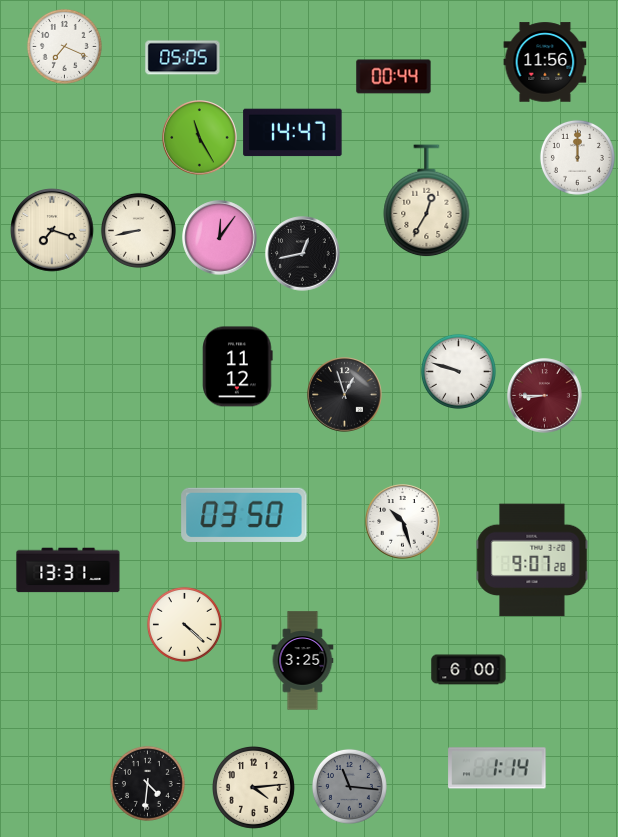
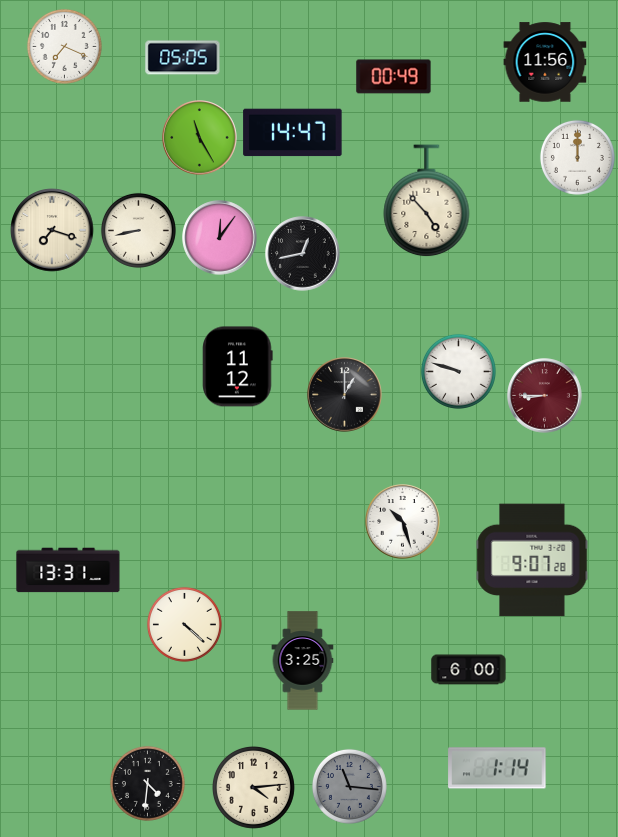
clock at (394, 77): 00:44 -> 00:49
clock at (427, 201): 12:35 -> 4:53
clock at (345, 395): 12:57 -> 1:00
clock at (244, 515): 03:50 -> none
